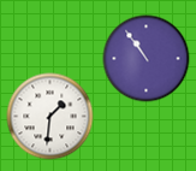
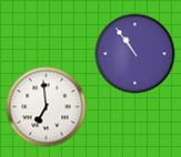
clock at (51, 117): 1:31 -> 6:59
